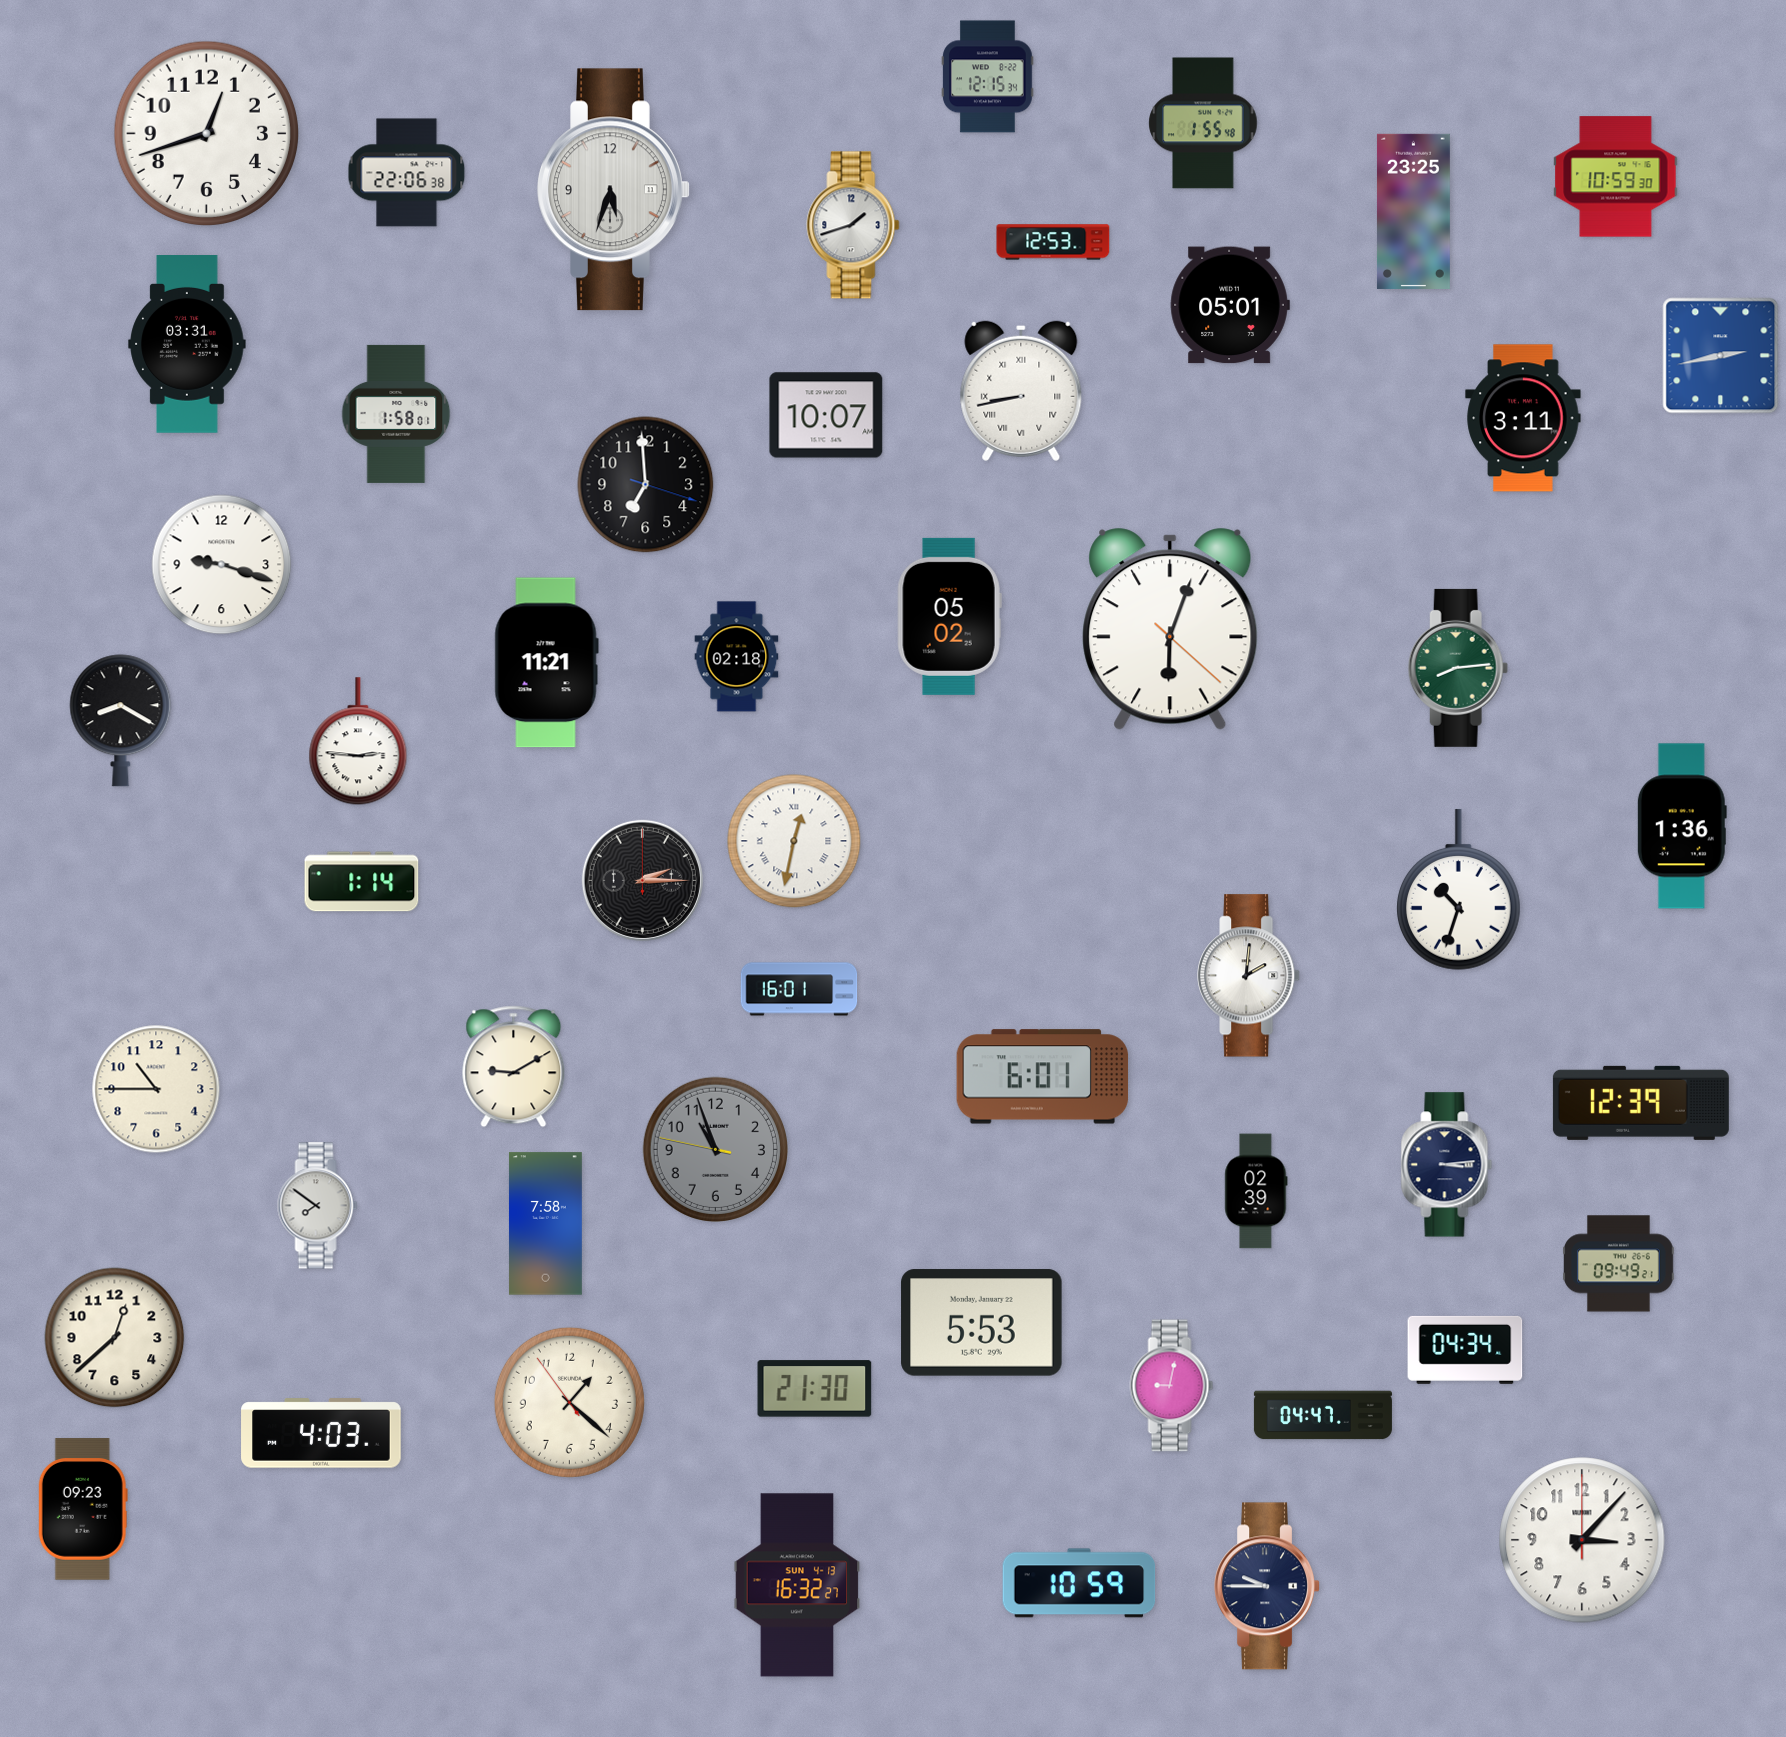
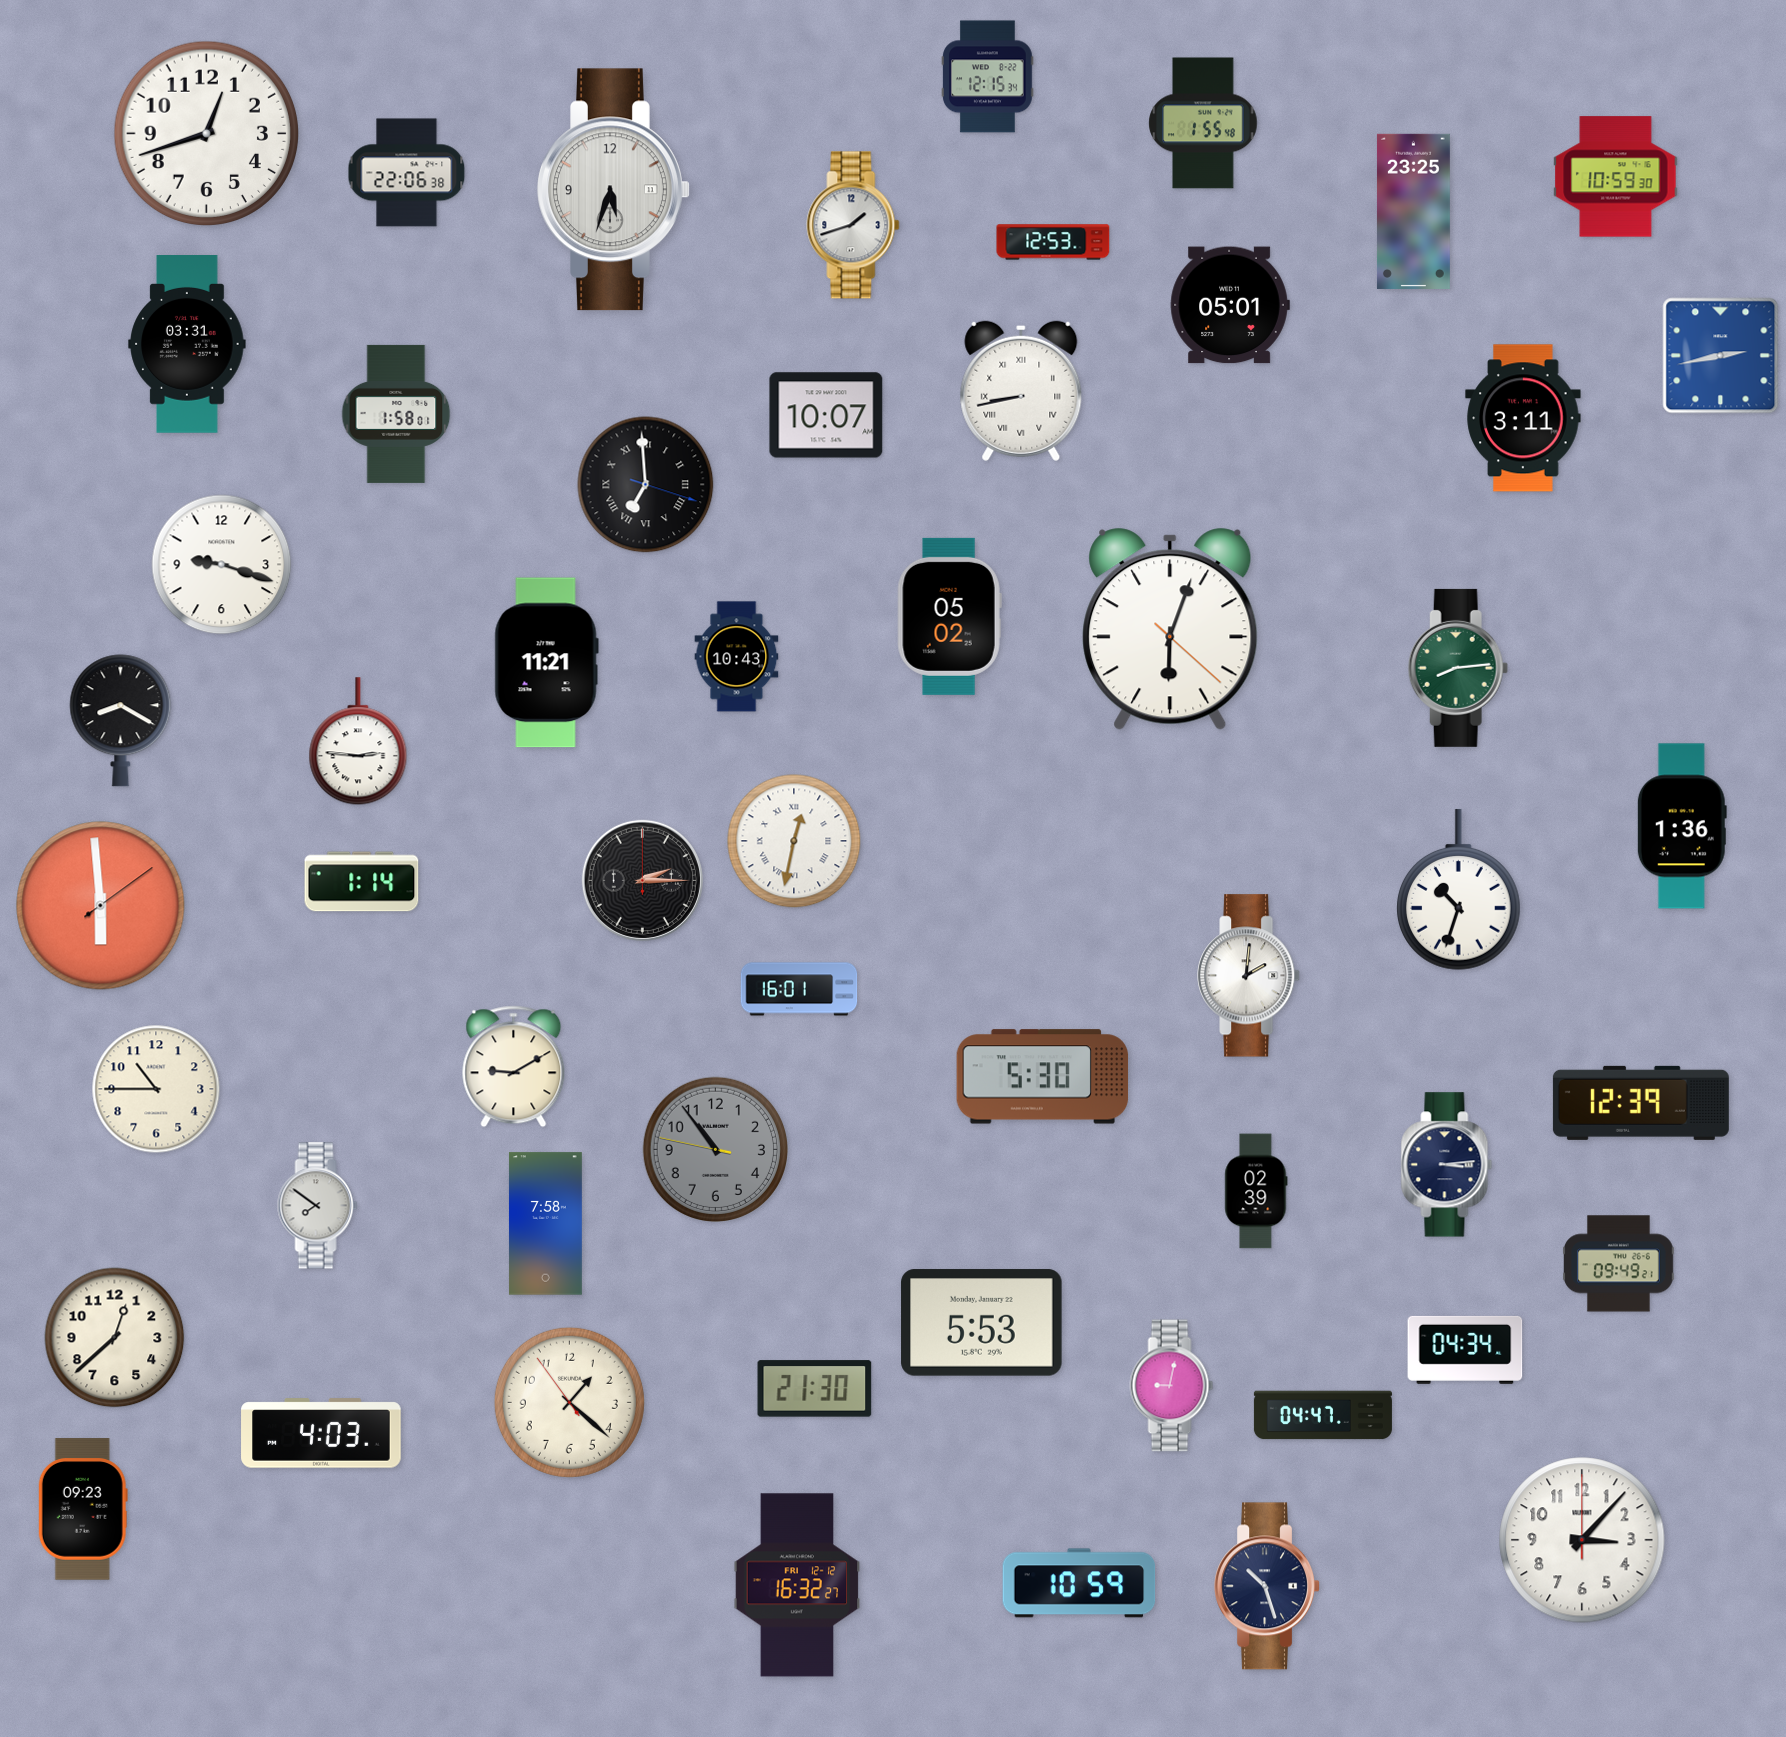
clock at (646, 485) numerals: Arabic -> Roman
clock at (737, 657): 02:18 -> 10:43
clock at (101, 906): none -> 5:59
clock at (1043, 1077): 6:01 -> 5:30
clock at (715, 1149): 10:56 -> 10:53
clock at (797, 1585) date: SUN 4-13 -> FRI 12-12
clock at (1267, 1586): 9:45 -> 10:27
